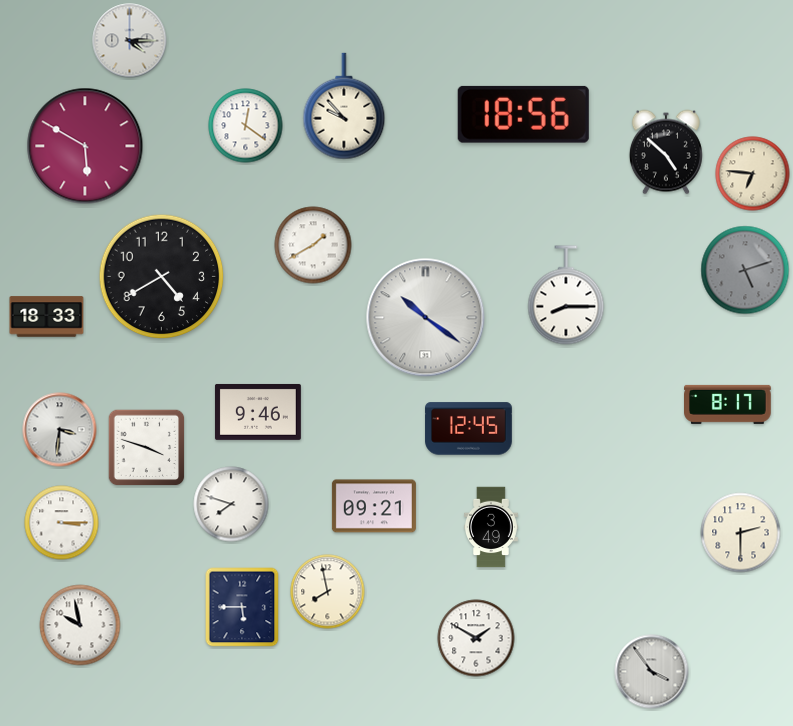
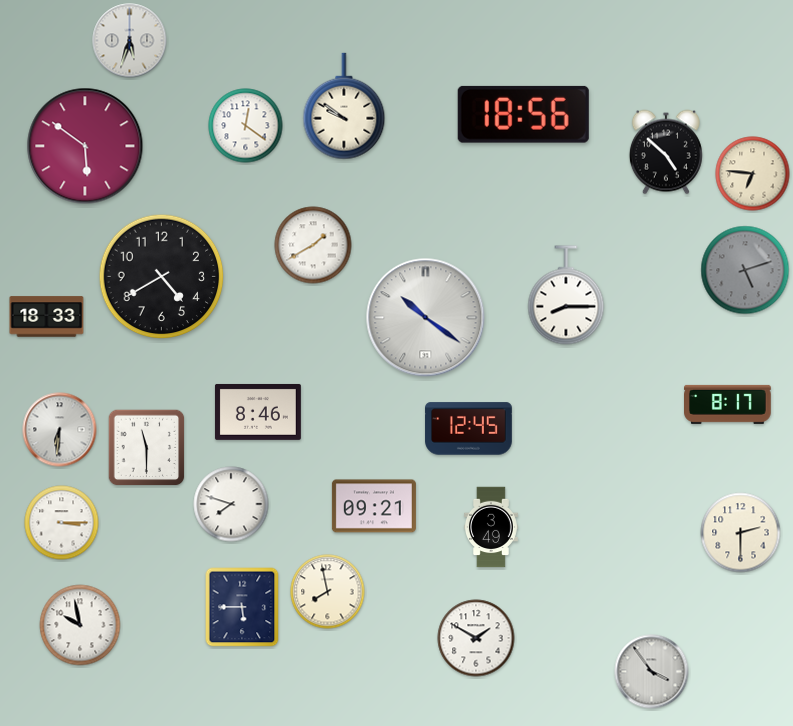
clock at (130, 41): 4:15 -> 5:33
clock at (344, 106): 9:53 -> 9:51
clock at (85, 146): 5:50 -> 5:51
clock at (258, 412): 9:46 -> 8:46
clock at (60, 430): 3:31 -> 6:31
clock at (147, 448): 3:48 -> 11:30
